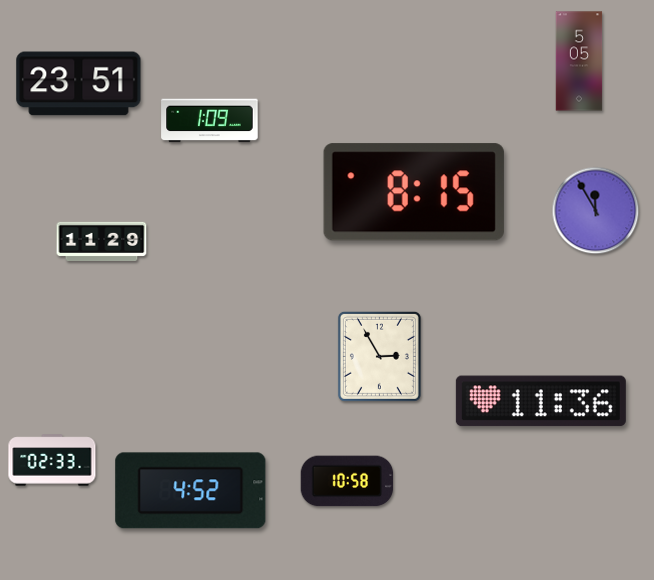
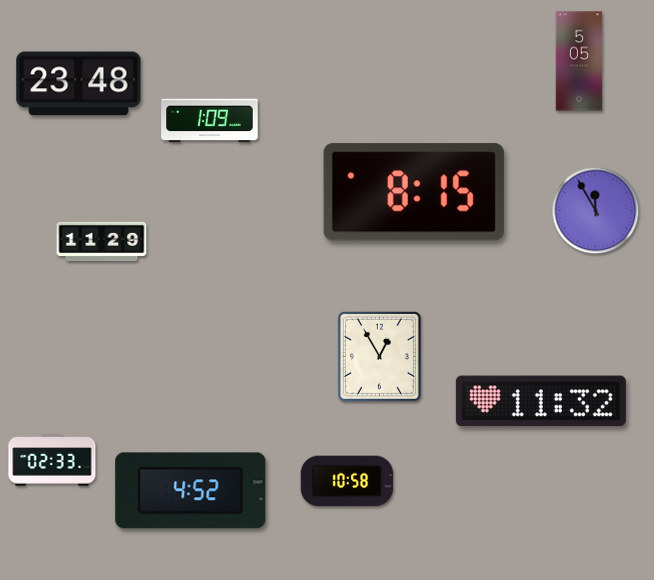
clock at (79, 84): 23:51 -> 23:48
clock at (379, 356): 2:55 -> 12:55
clock at (541, 401): 11:36 -> 11:32
